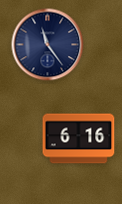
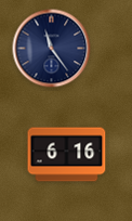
clock at (79, 139) position: (79, 139) -> (67, 155)
